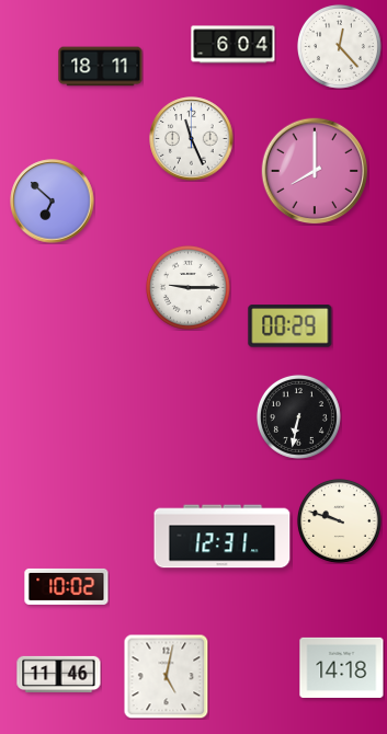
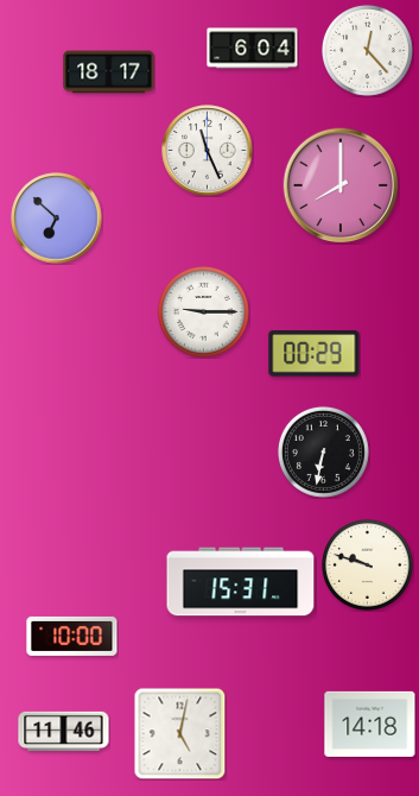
clock at (101, 67): 18:11 -> 18:17
clock at (223, 537): 12:31 -> 15:31
clock at (67, 586): 10:02 -> 10:00
